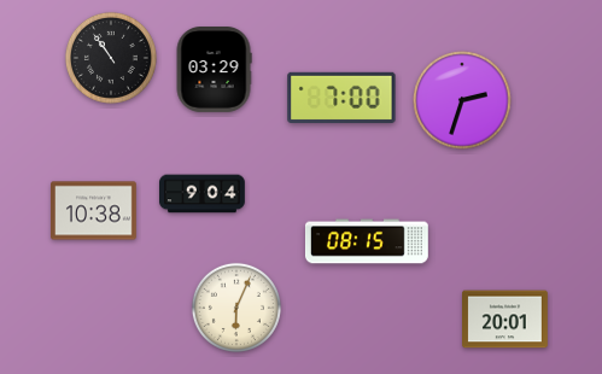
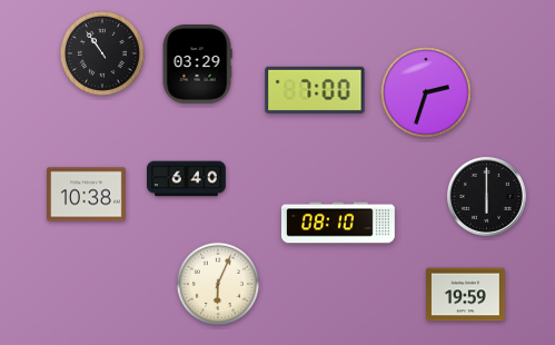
clock at (203, 194): 9:04 -> 6:40
clock at (487, 197): none -> 6:00
clock at (368, 241): 08:15 -> 08:10
clock at (505, 320): 20:01 -> 19:59
